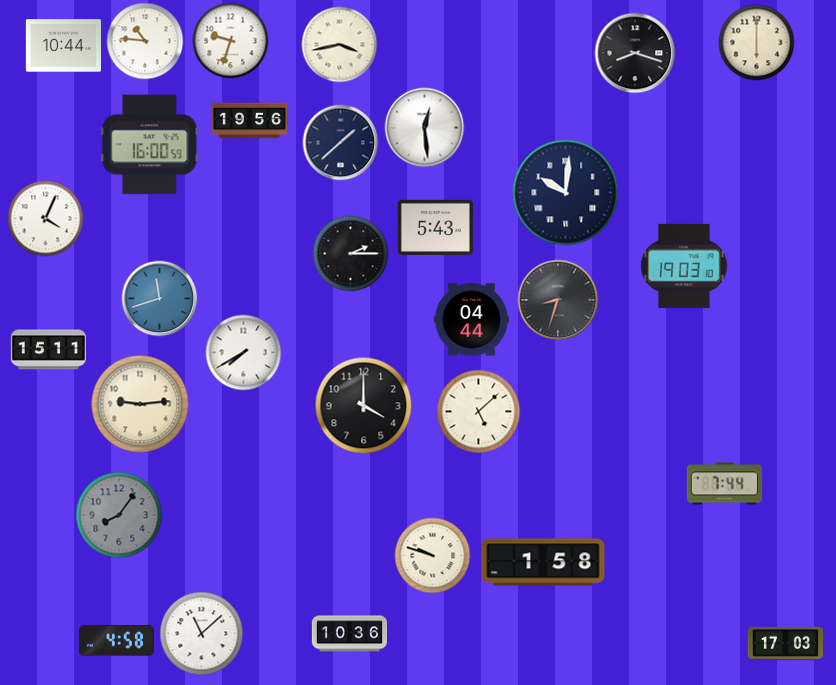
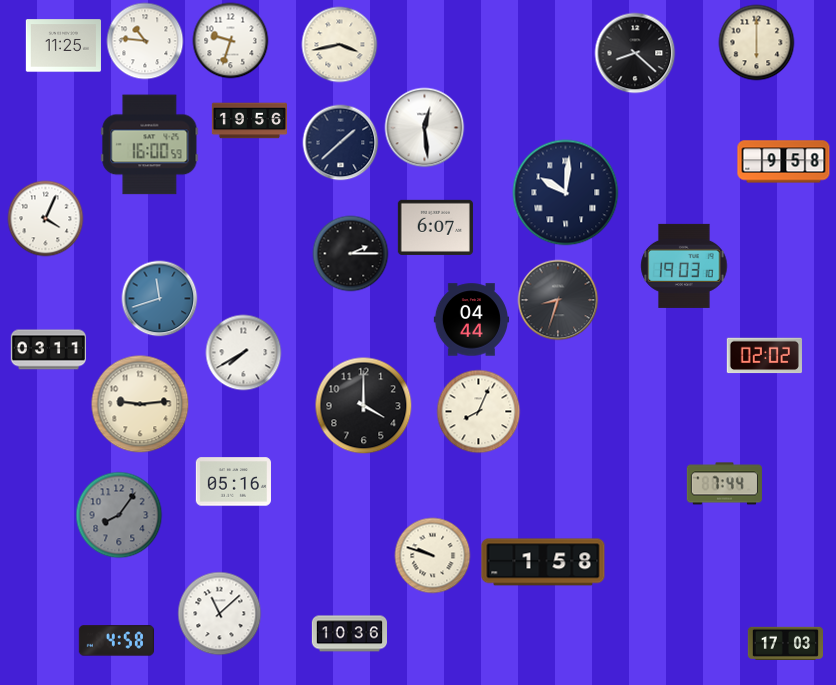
clock at (63, 46): 10:44 -> 11:25
clock at (635, 53): 8:18 -> 8:22
clock at (784, 162): none -> 9:58
clock at (435, 227): 5:43 -> 6:07
clock at (48, 350): 15:11 -> 03:11
clock at (764, 356): none -> 02:02
clock at (479, 412): 5:08 -> 8:04
clock at (233, 482): none -> 05:16
clock at (202, 634) position: (202, 634) -> (220, 614)
